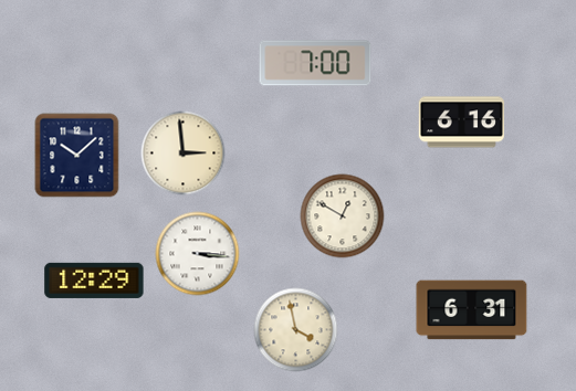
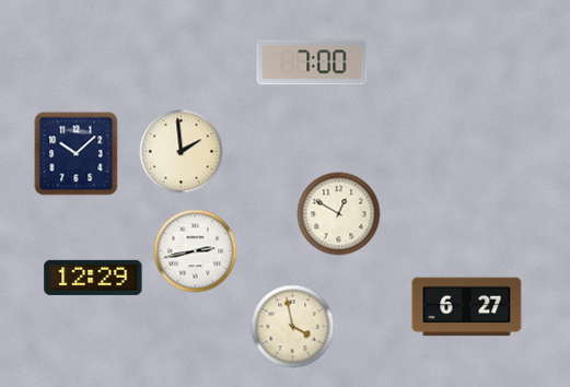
clock at (461, 123): 6:16 -> none
clock at (184, 154): 2:59 -> 1:59
clock at (198, 254): 3:16 -> 2:43
clock at (472, 310): 6:31 -> 6:27
